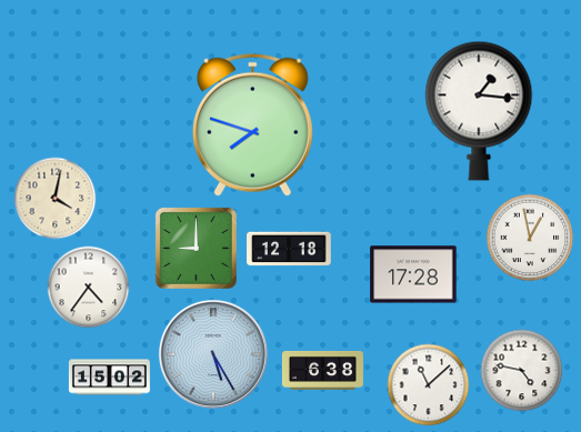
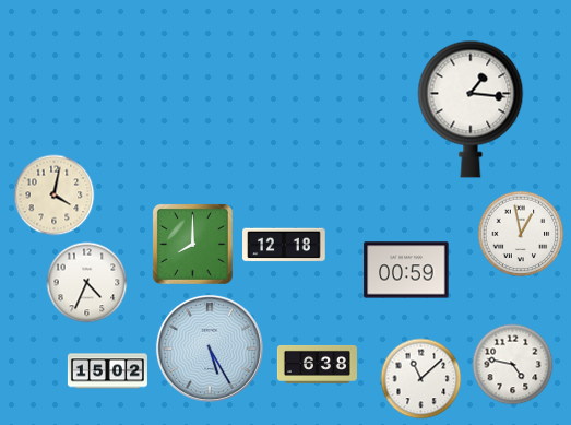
clock at (252, 124): 7:48 -> none
clock at (196, 248): 9:00 -> 8:00
clock at (413, 274): 17:28 -> 00:59
clock at (89, 288): 4:36 -> 4:34
